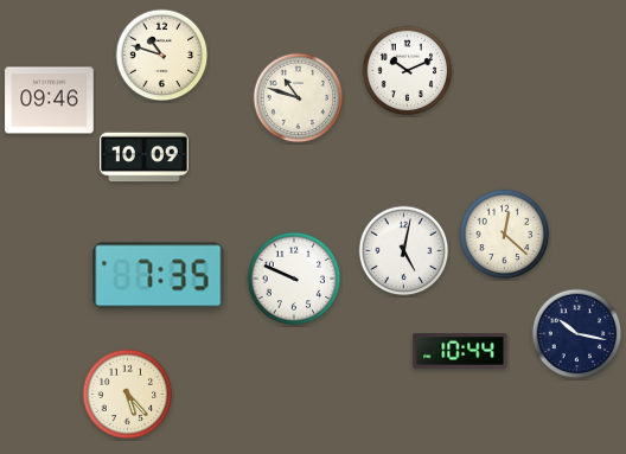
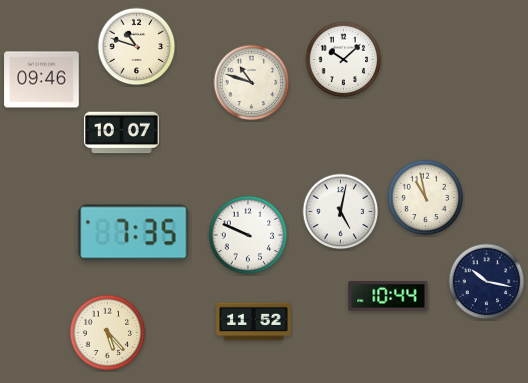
clock at (408, 71): 10:11 -> 10:08
clock at (50, 101) position: (50, 101) -> (42, 80)
clock at (145, 158): 10:09 -> 10:07
clock at (505, 235): 12:22 -> 10:58
clock at (254, 322): none -> 11:52
